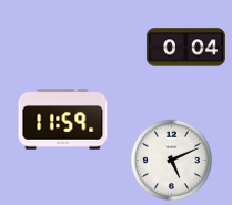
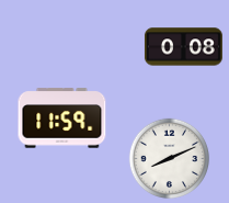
clock at (185, 48): 0:04 -> 0:08
clock at (172, 161): 5:11 -> 8:11
